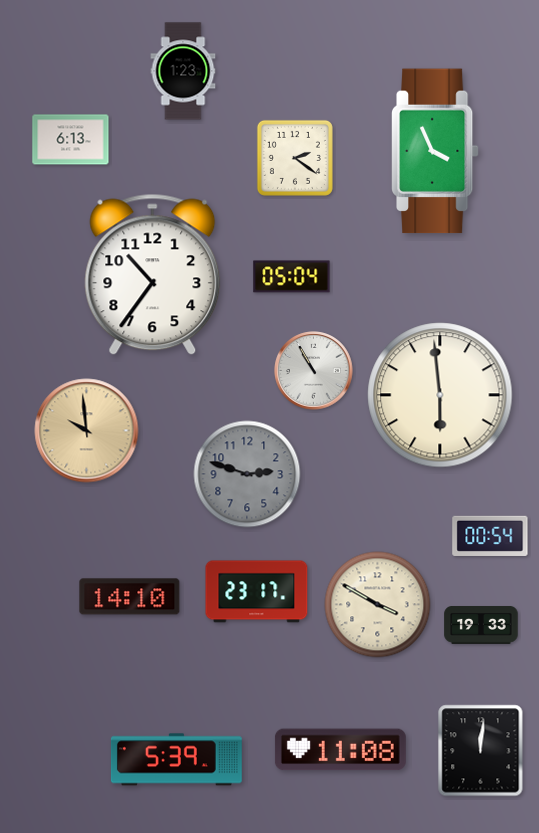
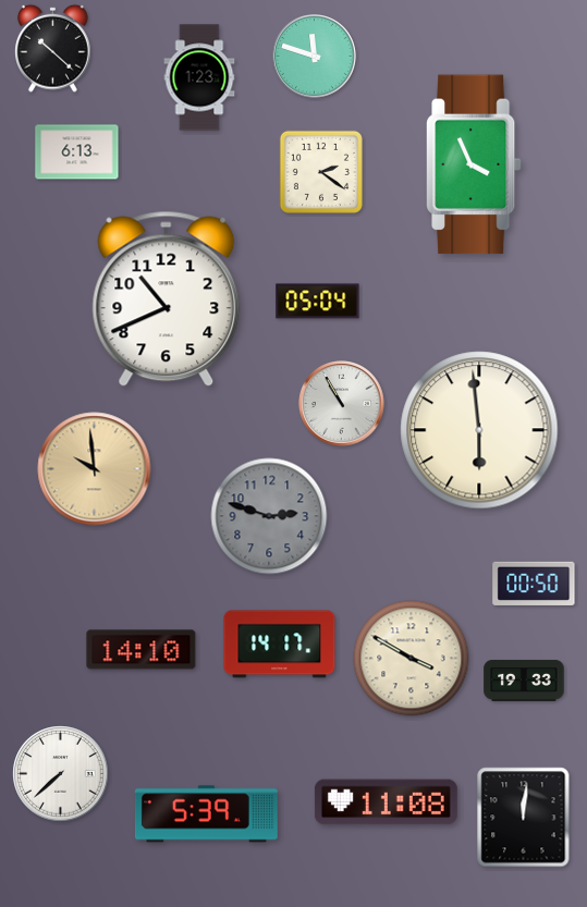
clock at (53, 48): none -> 10:22
clock at (315, 57): none -> 11:48
clock at (153, 275): 10:36 -> 10:41
clock at (490, 536): 00:54 -> 00:50
clock at (257, 592): 23:17 -> 14:17
clock at (61, 774): none -> 7:38
clock at (340, 750) position: (340, 750) -> (386, 802)
clock at (176, 760) position: (176, 760) -> (206, 814)
